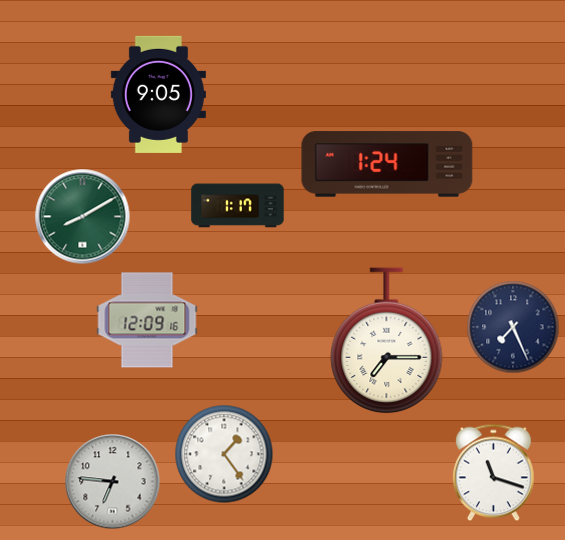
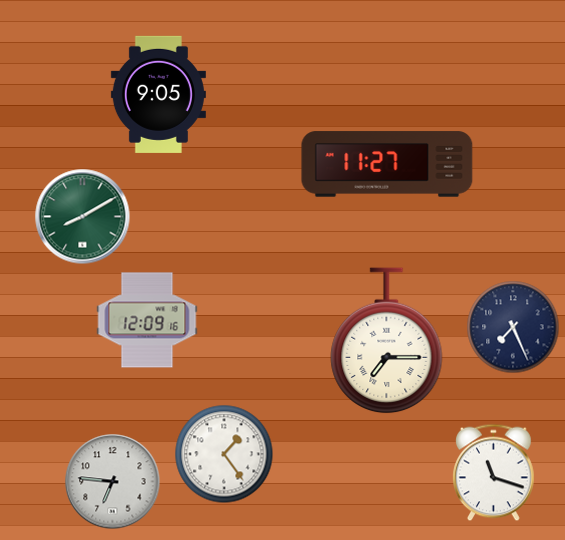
clock at (387, 164): 1:24 -> 11:27
clock at (238, 206): 1:17 -> none
